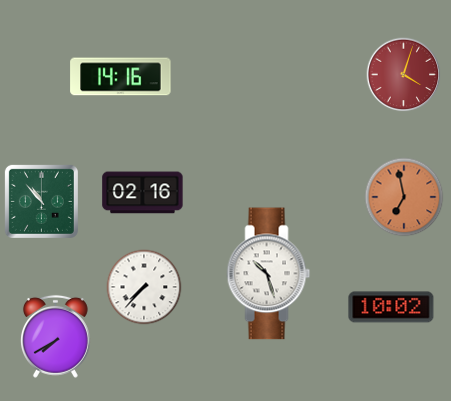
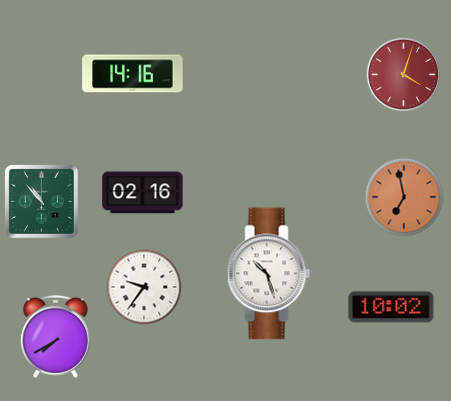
clock at (121, 77) position: (121, 77) -> (133, 74)
clock at (144, 287): 7:37 -> 9:36
